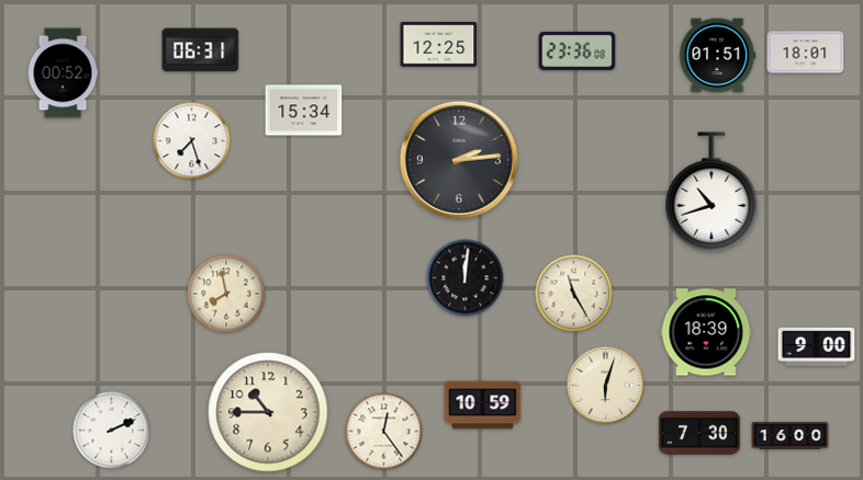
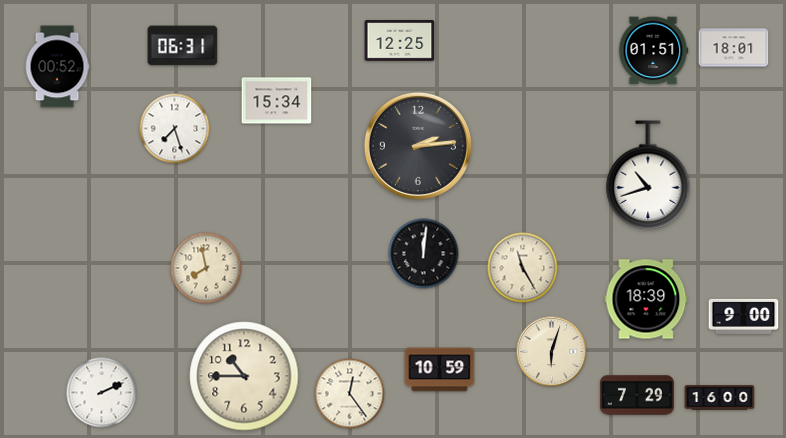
clock at (578, 50): 23:36 -> none
clock at (706, 332) position: (706, 332) -> (646, 299)
clock at (699, 433): 7:30 -> 7:29
